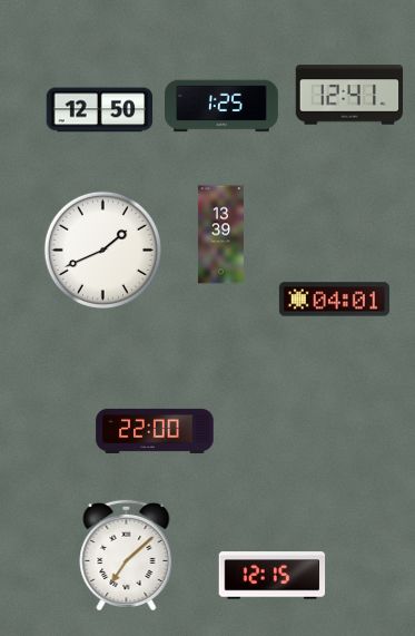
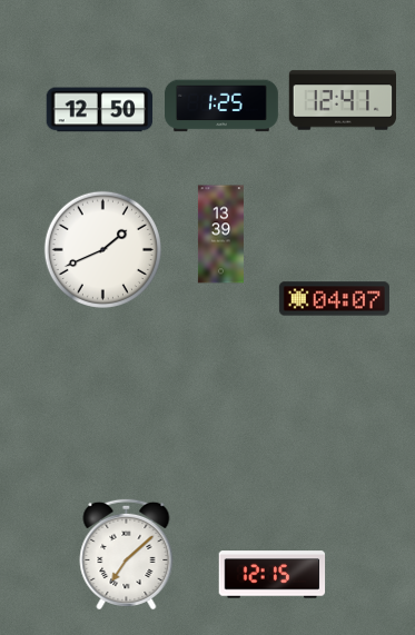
clock at (349, 95) position: (349, 95) -> (343, 100)
clock at (334, 300): 04:01 -> 04:07
clock at (155, 431): 22:00 -> none
